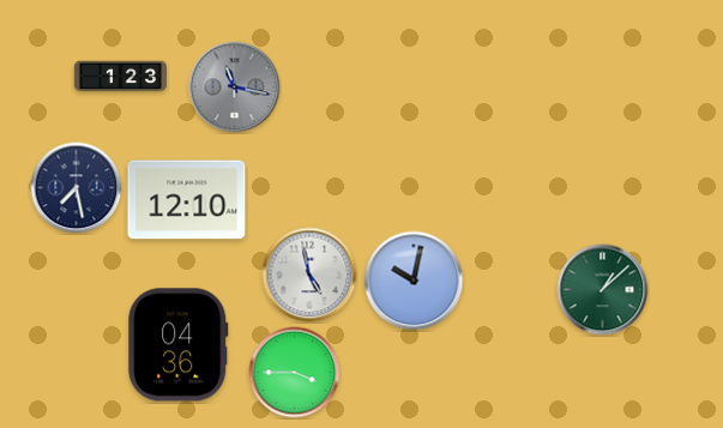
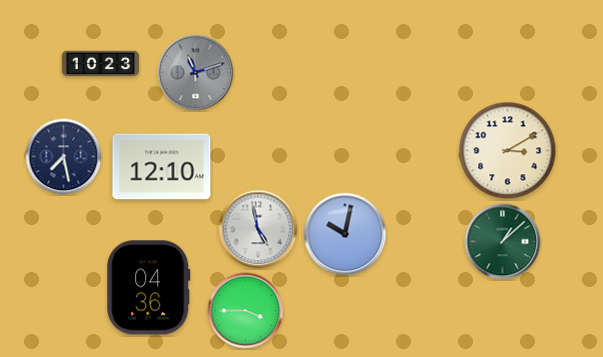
clock at (121, 77): 1:23 -> 10:23
clock at (235, 88): 11:17 -> 11:12
clock at (508, 151): none -> 3:10
clock at (187, 200) position: (187, 200) -> (162, 167)
